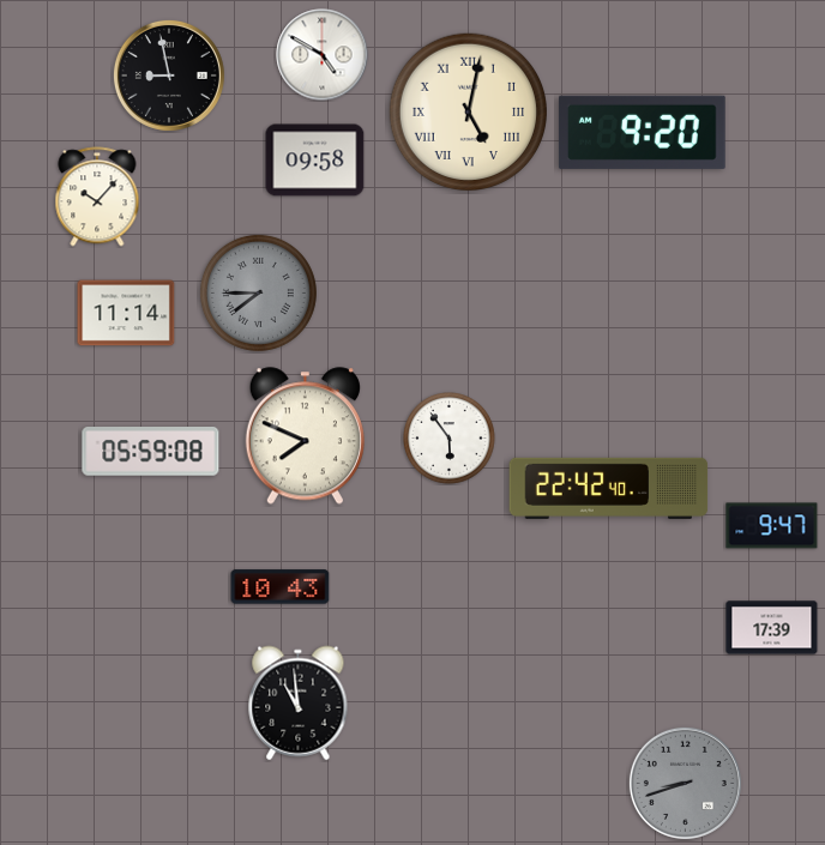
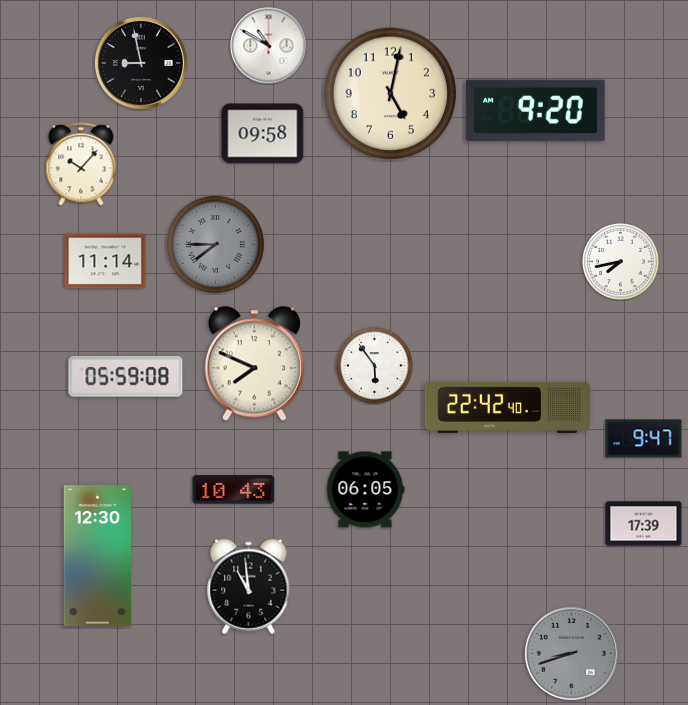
clock at (323, 55): 4:50 -> 10:50
clock at (468, 111) numerals: Roman -> Arabic
clock at (621, 262): none -> 7:43
clock at (365, 490): none -> 06:05
clock at (98, 556): none -> 12:30
